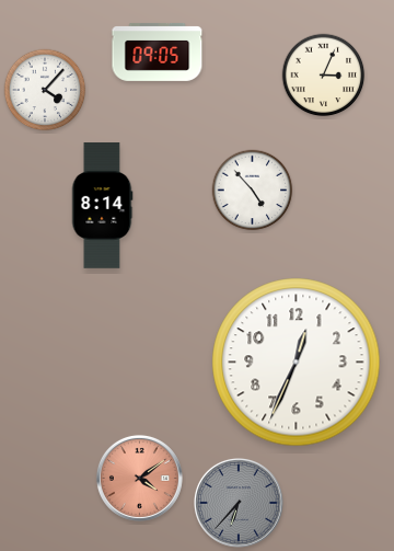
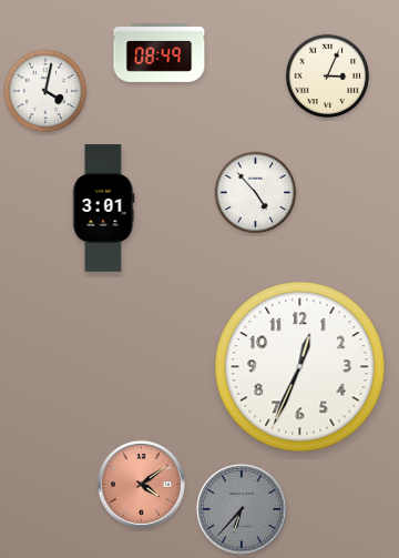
clock at (158, 53): 09:05 -> 08:49
clock at (45, 90): 4:07 -> 4:02
clock at (102, 206): 8:14 -> 3:01
